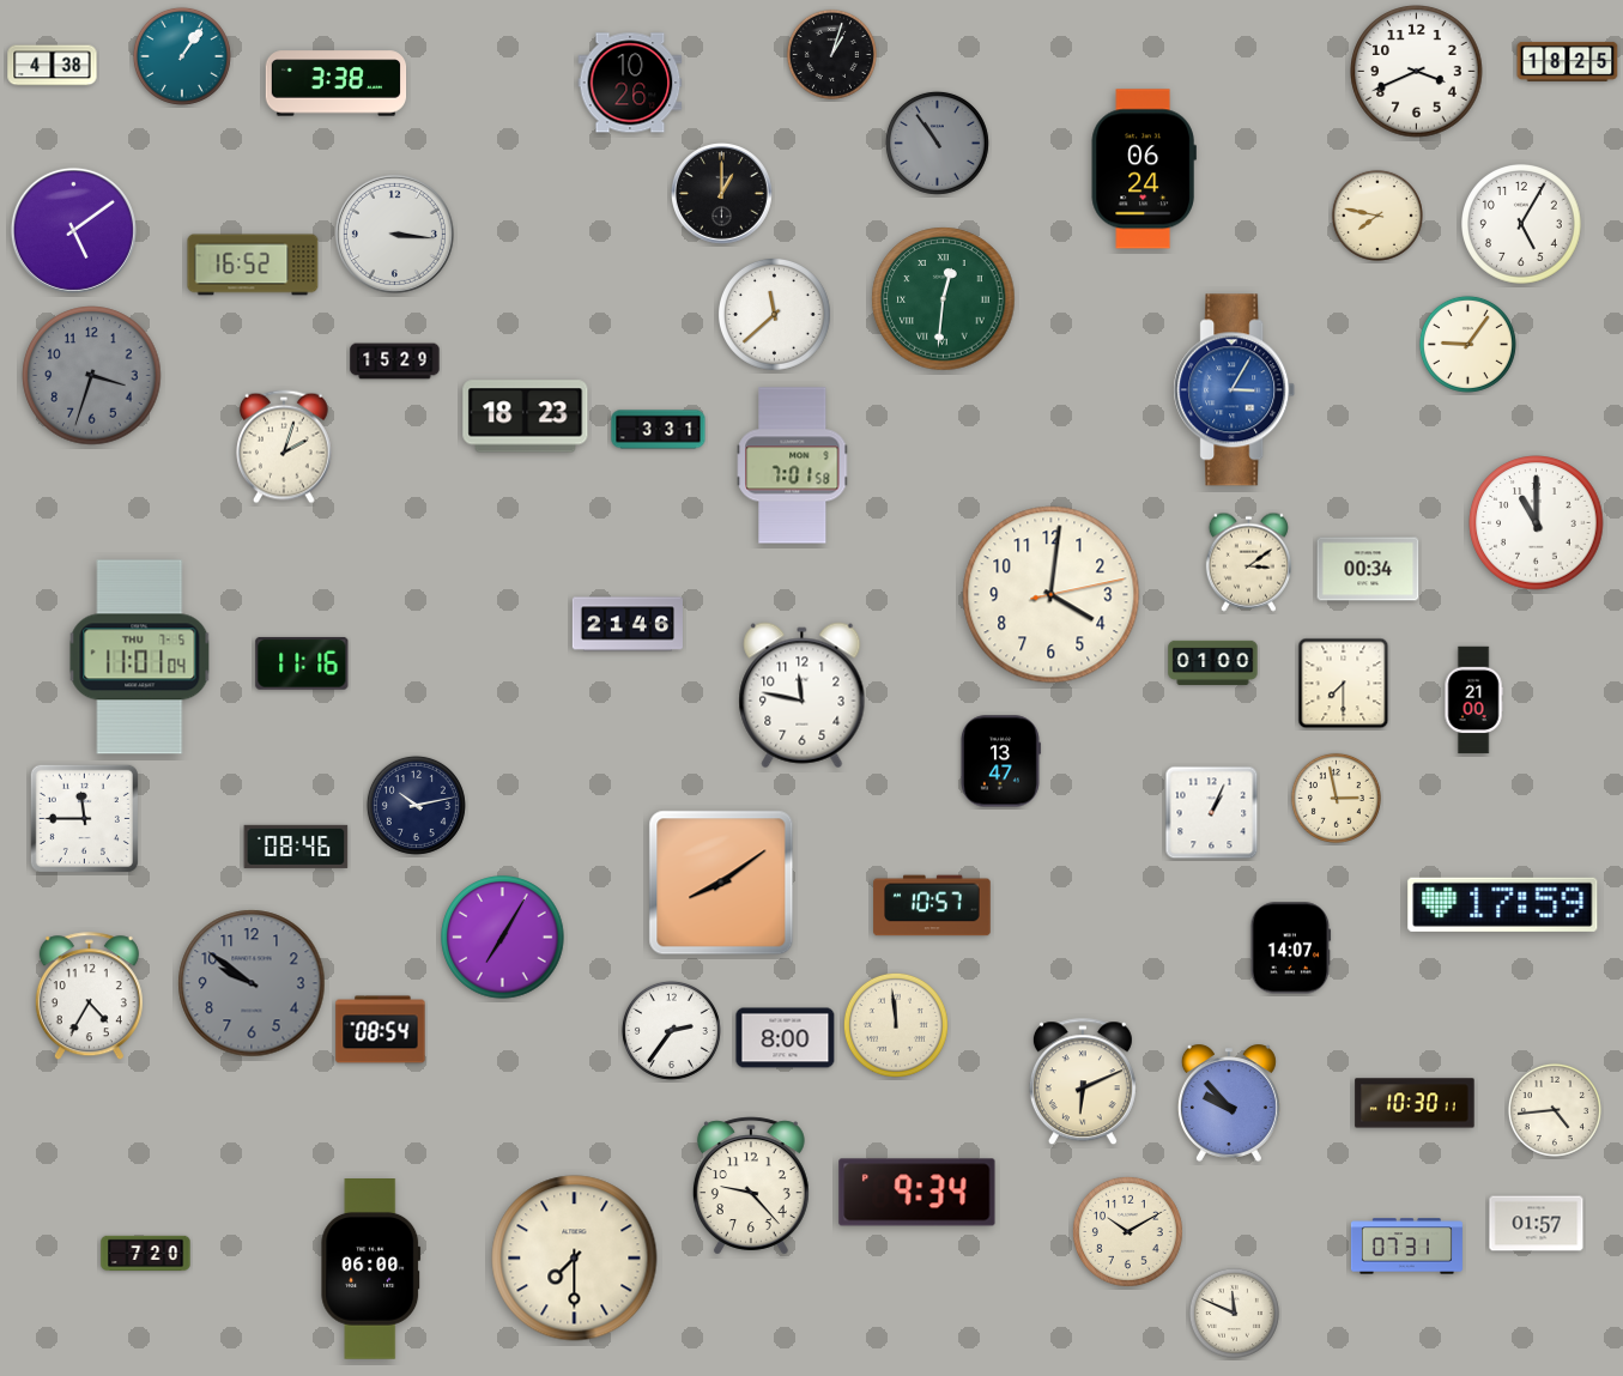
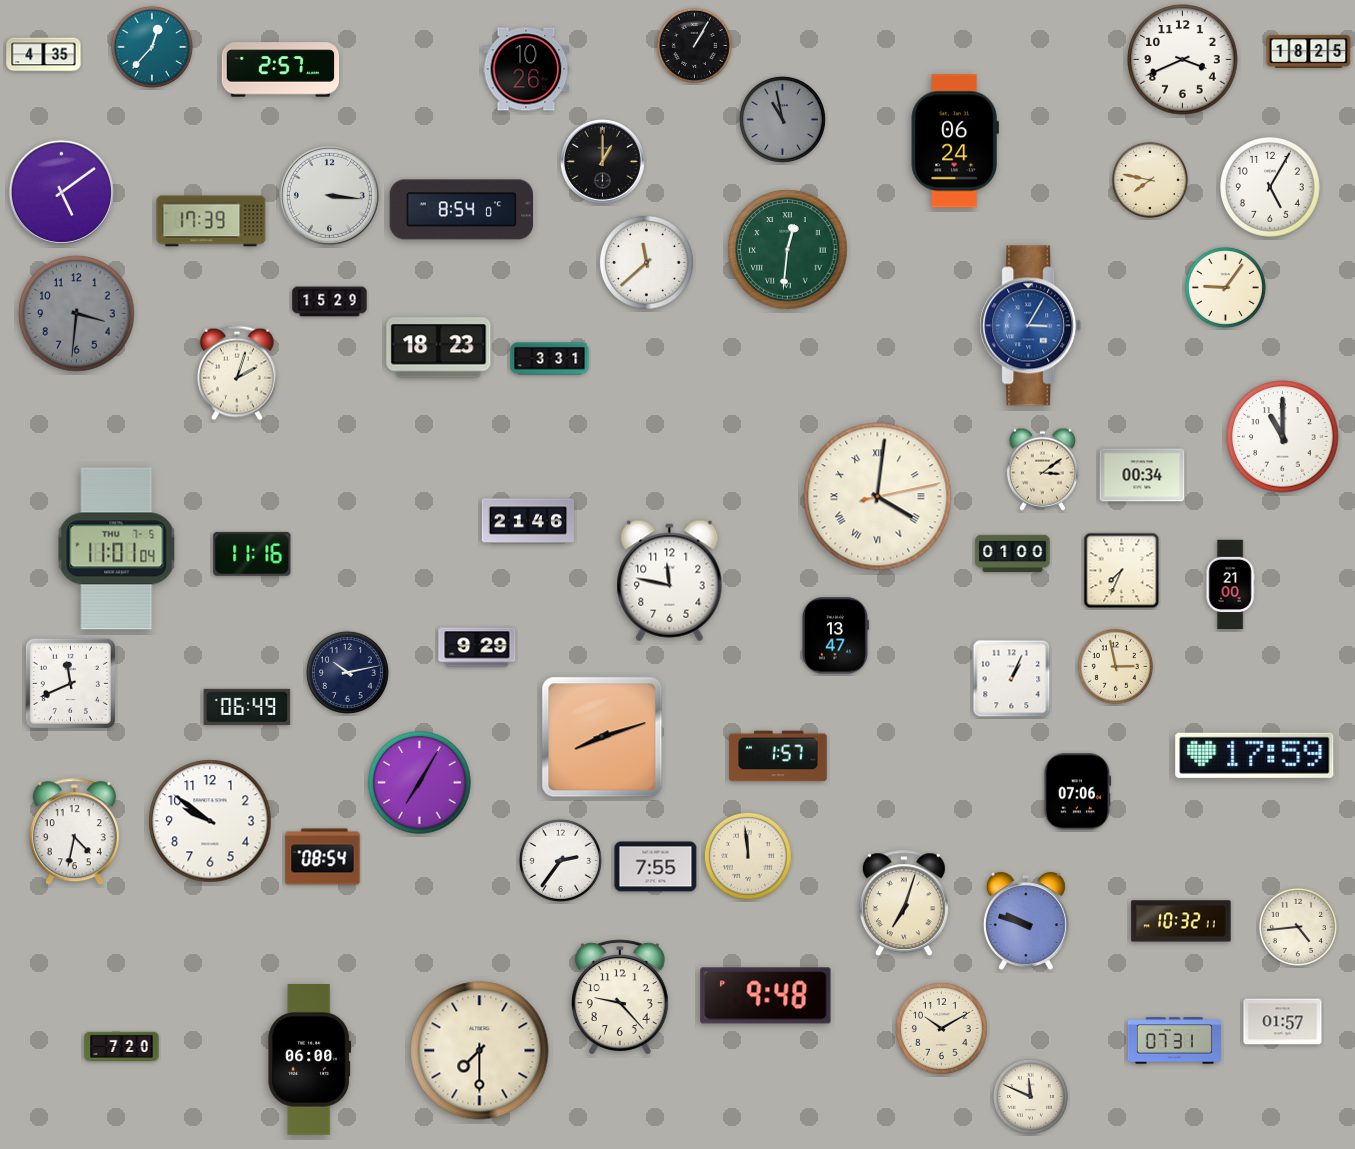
clock at (831, 54): 1:03 -> 1:05
clock at (182, 56): 1:06 -> 12:37
clock at (53, 66): 4:38 -> 4:35
clock at (337, 84): 3:38 -> 2:57
clock at (937, 143): 10:54 -> 10:58
clock at (461, 210): none -> 8:54
clock at (253, 265): 16:52 -> 17:39
clock at (92, 376): 3:33 -> 3:31
clock at (793, 466): 7:01 -> none
clock at (1052, 595) numerals: Arabic -> Roman
clock at (628, 624) position: (628, 624) -> (528, 521)
clock at (1344, 684): 7:30 -> 7:34
clock at (477, 647): none -> 9:29
clock at (84, 818): 11:45 -> 11:41
clock at (296, 847): 08:46 -> 06:49
clock at (721, 883): 8:09 -> 8:12
clock at (932, 905): 10:57 -> 1:57
clock at (1291, 948): 14:07 -> 07:06
clock at (252, 983) dial: grey -> white
clock at (89, 996): 4:35 -> 4:32
clock at (381, 1030) position: (381, 1030) -> (323, 857)
clock at (786, 1038): 8:00 -> 7:55
clock at (1083, 1083): 6:11 -> 7:03
clock at (1229, 1103): 9:53 -> 9:48
clock at (1415, 1103): 10:30 -> 10:32
clock at (751, 1186) position: (751, 1186) -> (620, 997)
clock at (918, 1193): 9:34 -> 9:48
